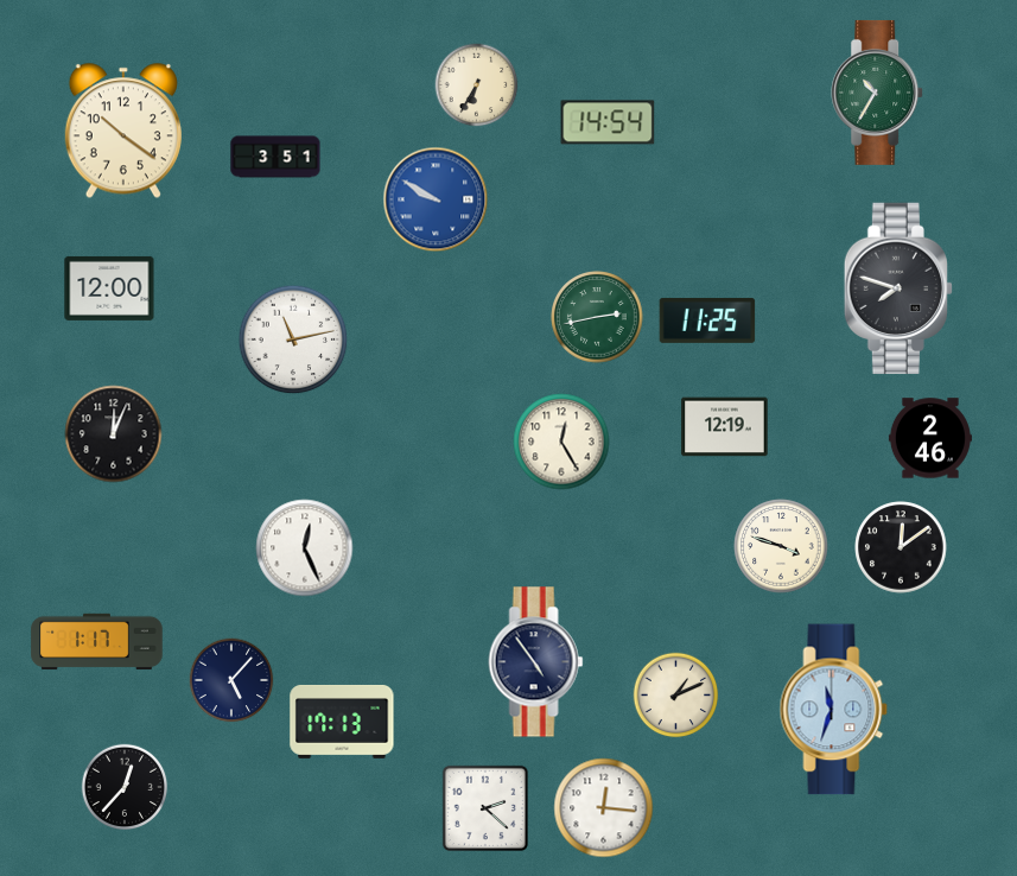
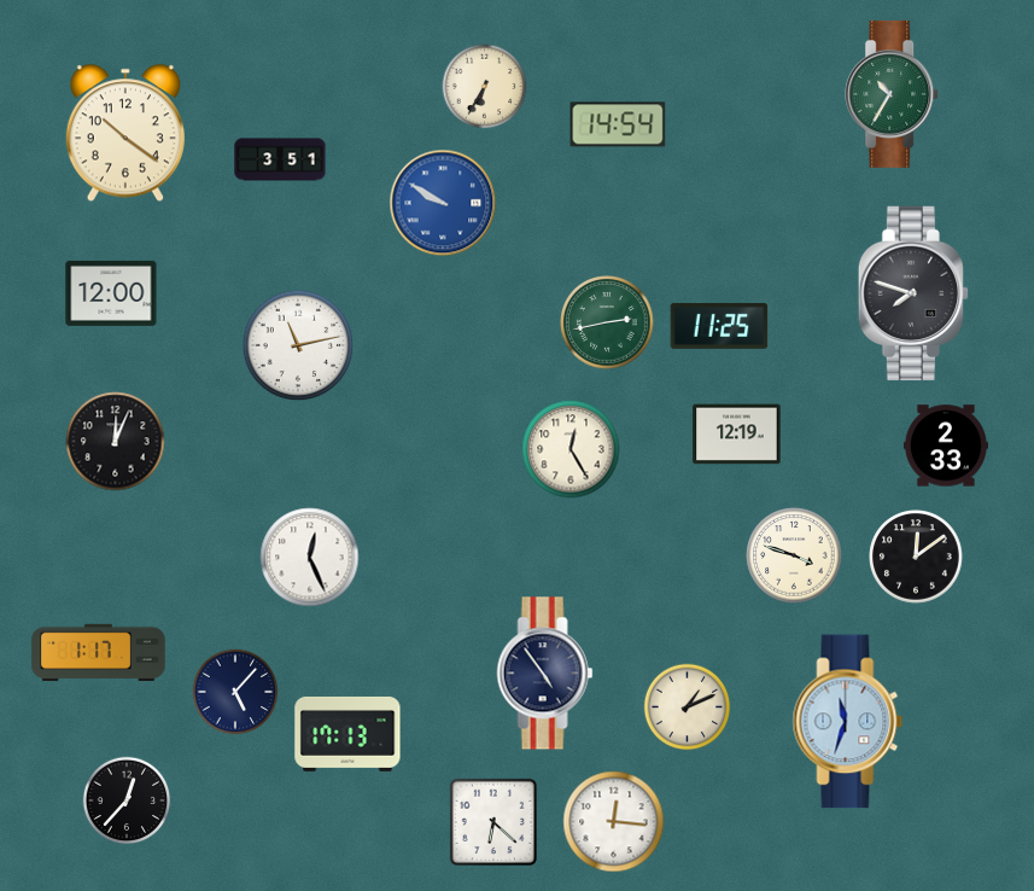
clock at (930, 438): 2:46 -> 2:33
clock at (485, 808): 2:22 -> 6:22
